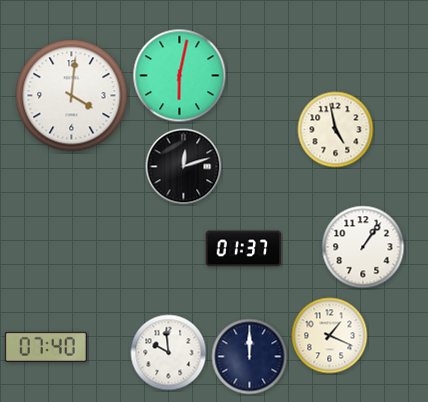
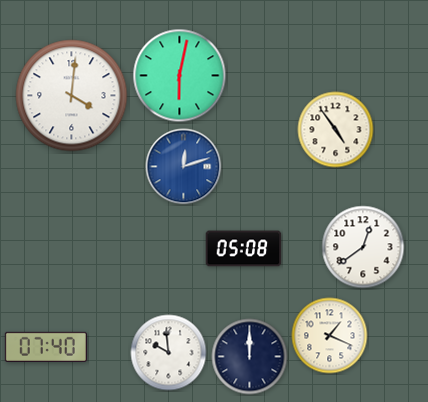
clock at (336, 130): 4:58 -> 4:54
clock at (184, 167) dial: black -> blue
clock at (363, 247): 1:06 -> 12:39
clock at (244, 249): 01:37 -> 05:08
